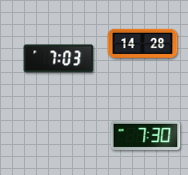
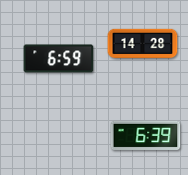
clock at (59, 59): 7:03 -> 6:59
clock at (146, 135): 7:30 -> 6:39
